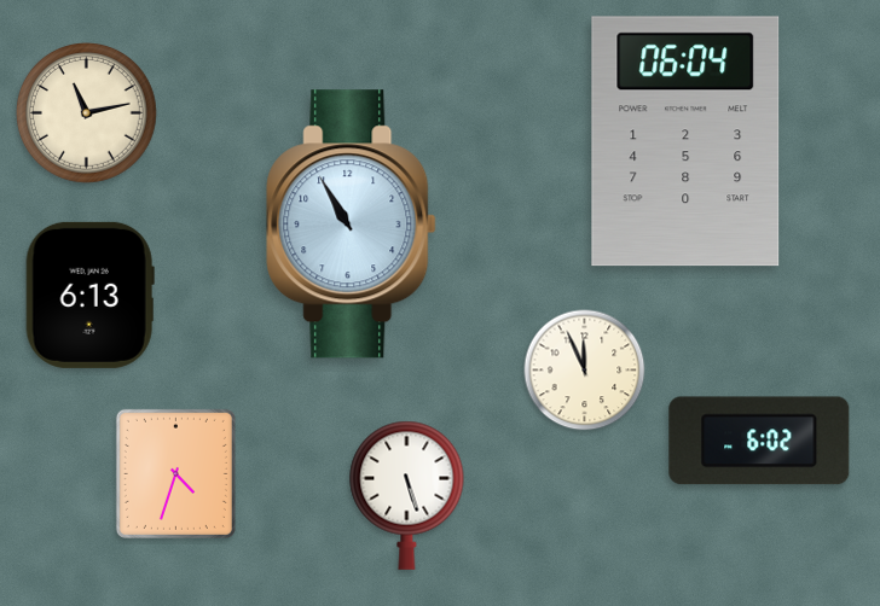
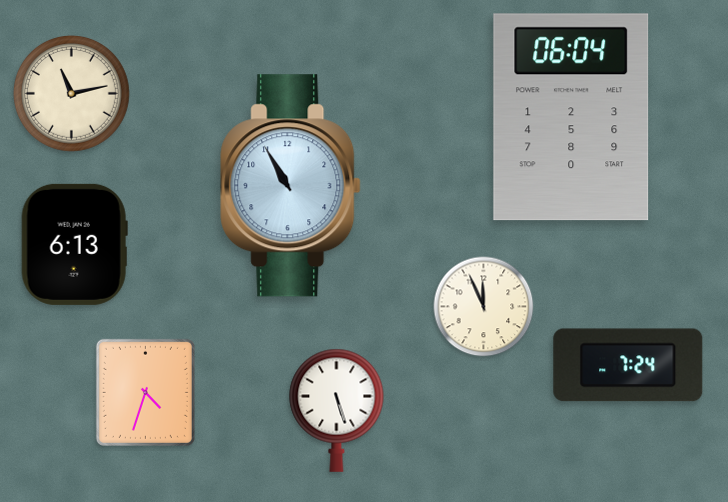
clock at (685, 141) position: (685, 141) -> (571, 117)
clock at (759, 441): 6:02 -> 7:24
